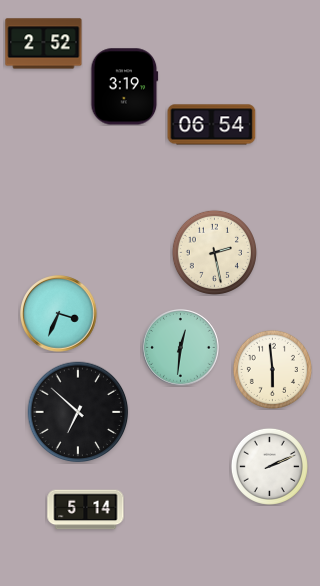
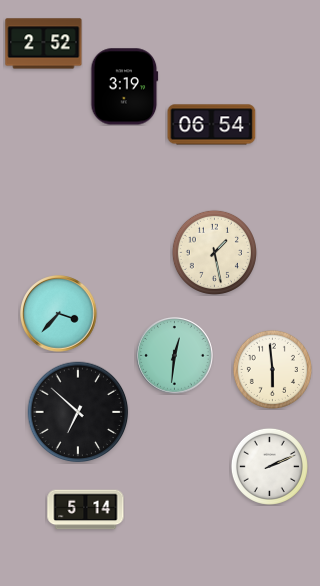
clock at (214, 252): 2:28 -> 1:28
clock at (59, 314): 3:34 -> 3:37
clock at (181, 348) position: (181, 348) -> (175, 356)
